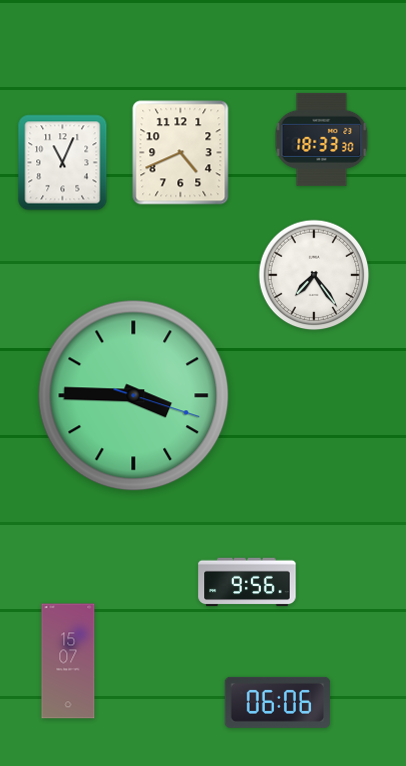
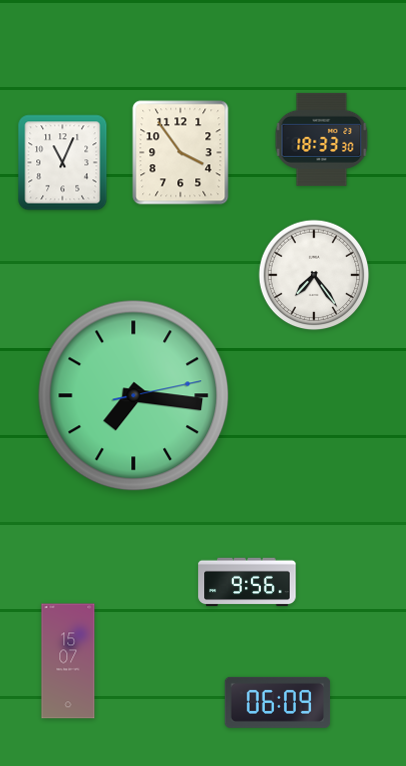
clock at (181, 153): 4:41 -> 3:54
clock at (134, 396): 3:45 -> 7:16
clock at (278, 702): 06:06 -> 06:09
